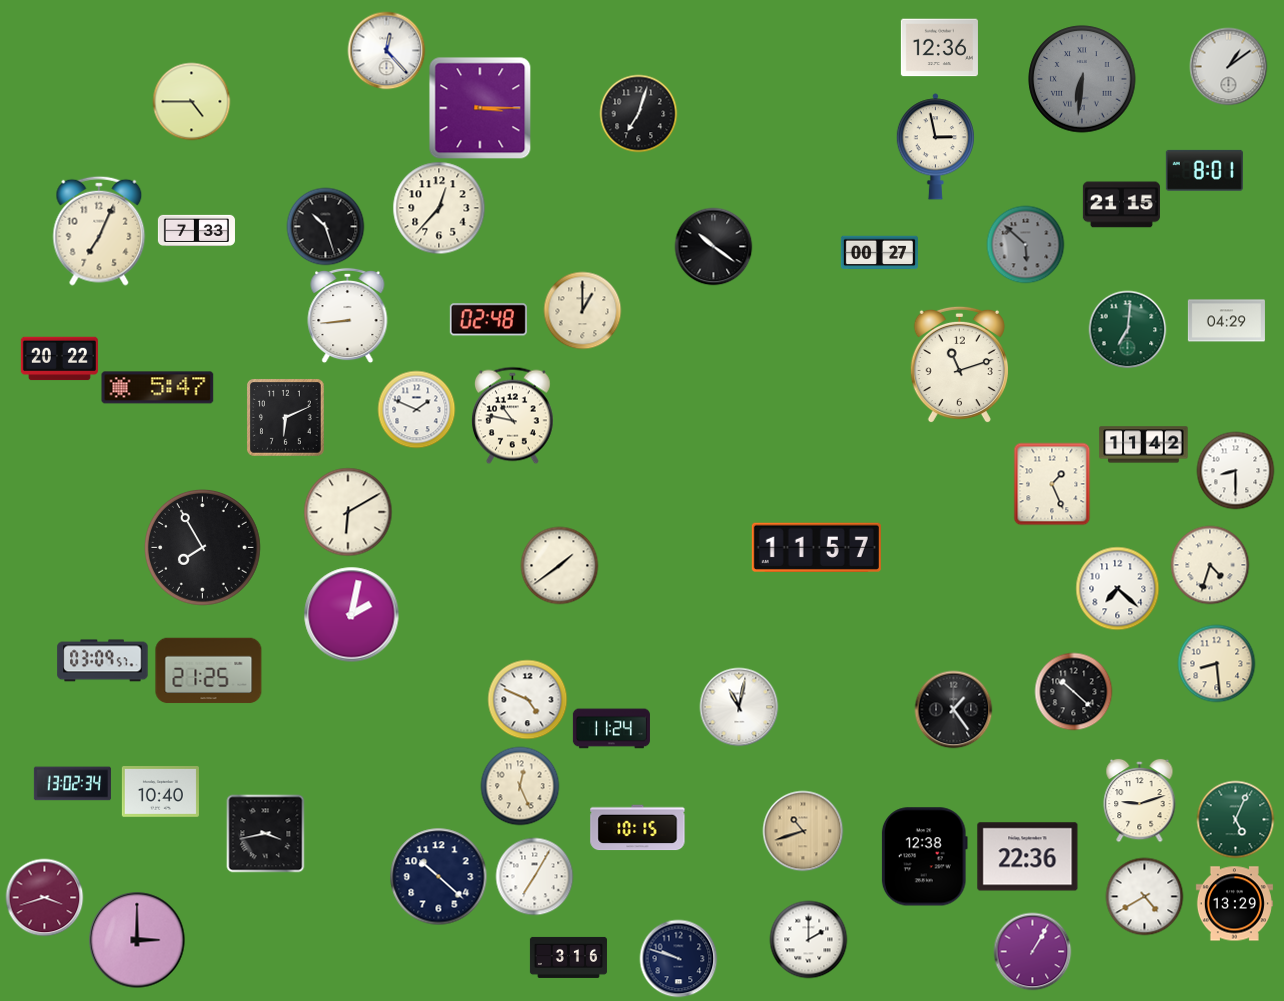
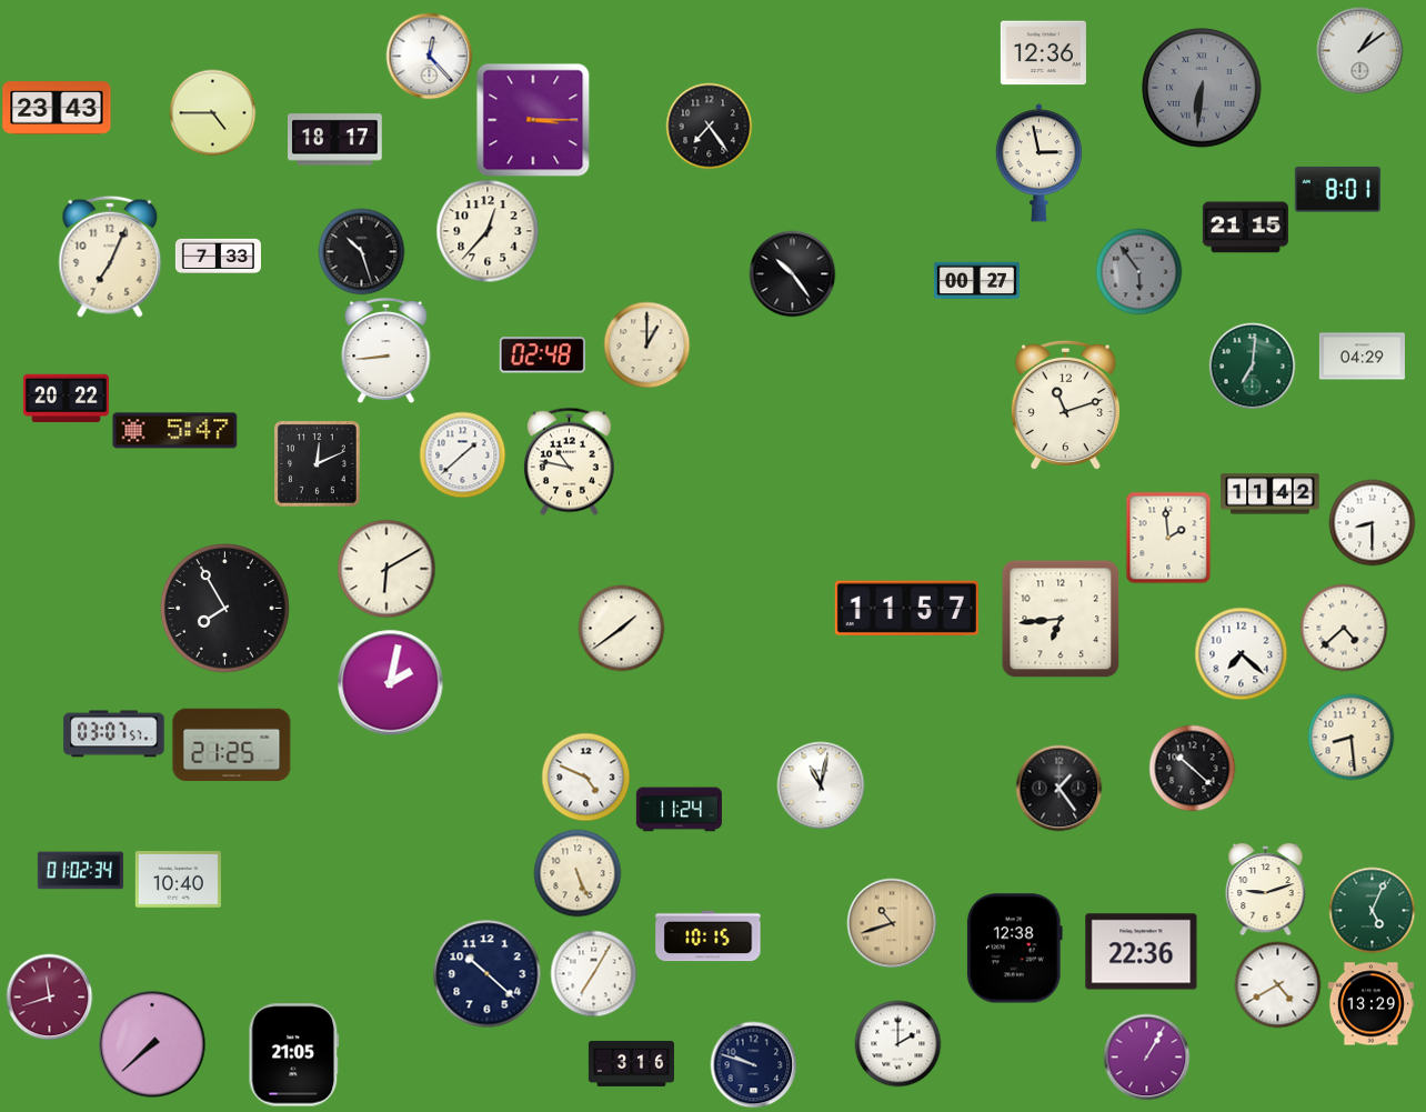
clock at (1228, 66) position: (1228, 66) -> (1359, 50)
clock at (57, 108): none -> 23:43
clock at (638, 113): 7:03 -> 7:24
clock at (335, 140): none -> 18:17
clock at (1025, 244): 5:52 -> 5:54
clock at (713, 246): 10:21 -> 10:24
clock at (416, 409): 1:49 -> 1:38
clock at (286, 418): 6:11 -> 12:11
clock at (1052, 484): 1:26 -> 1:59
clock at (1061, 619): none -> 6:44
clock at (1210, 565): 4:33 -> 4:38
clock at (103, 661): 03:09 -> 03:07
clock at (72, 784): 13:02 -> 01:02
clock at (520, 786): 12:26 -> 5:26
clock at (638, 828) position: (638, 828) -> (709, 936)
clock at (265, 833): 3:43 -> none
clock at (924, 857) position: (924, 857) -> (1014, 949)
clock at (1144, 896) position: (1144, 896) -> (1277, 984)
clock at (44, 897): 3:42 -> 11:42
clock at (137, 940): 3:00 -> 7:38
clock at (294, 1055): none -> 21:05
